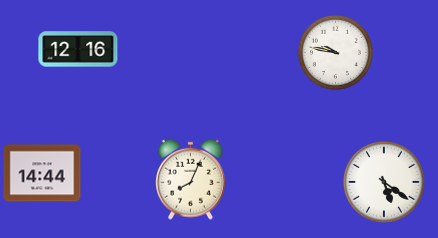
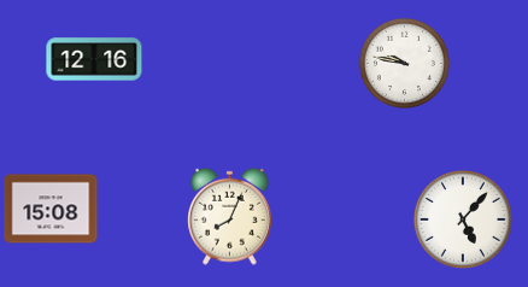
clock at (42, 173): 14:44 -> 15:08
clock at (384, 182): 5:21 -> 5:07
